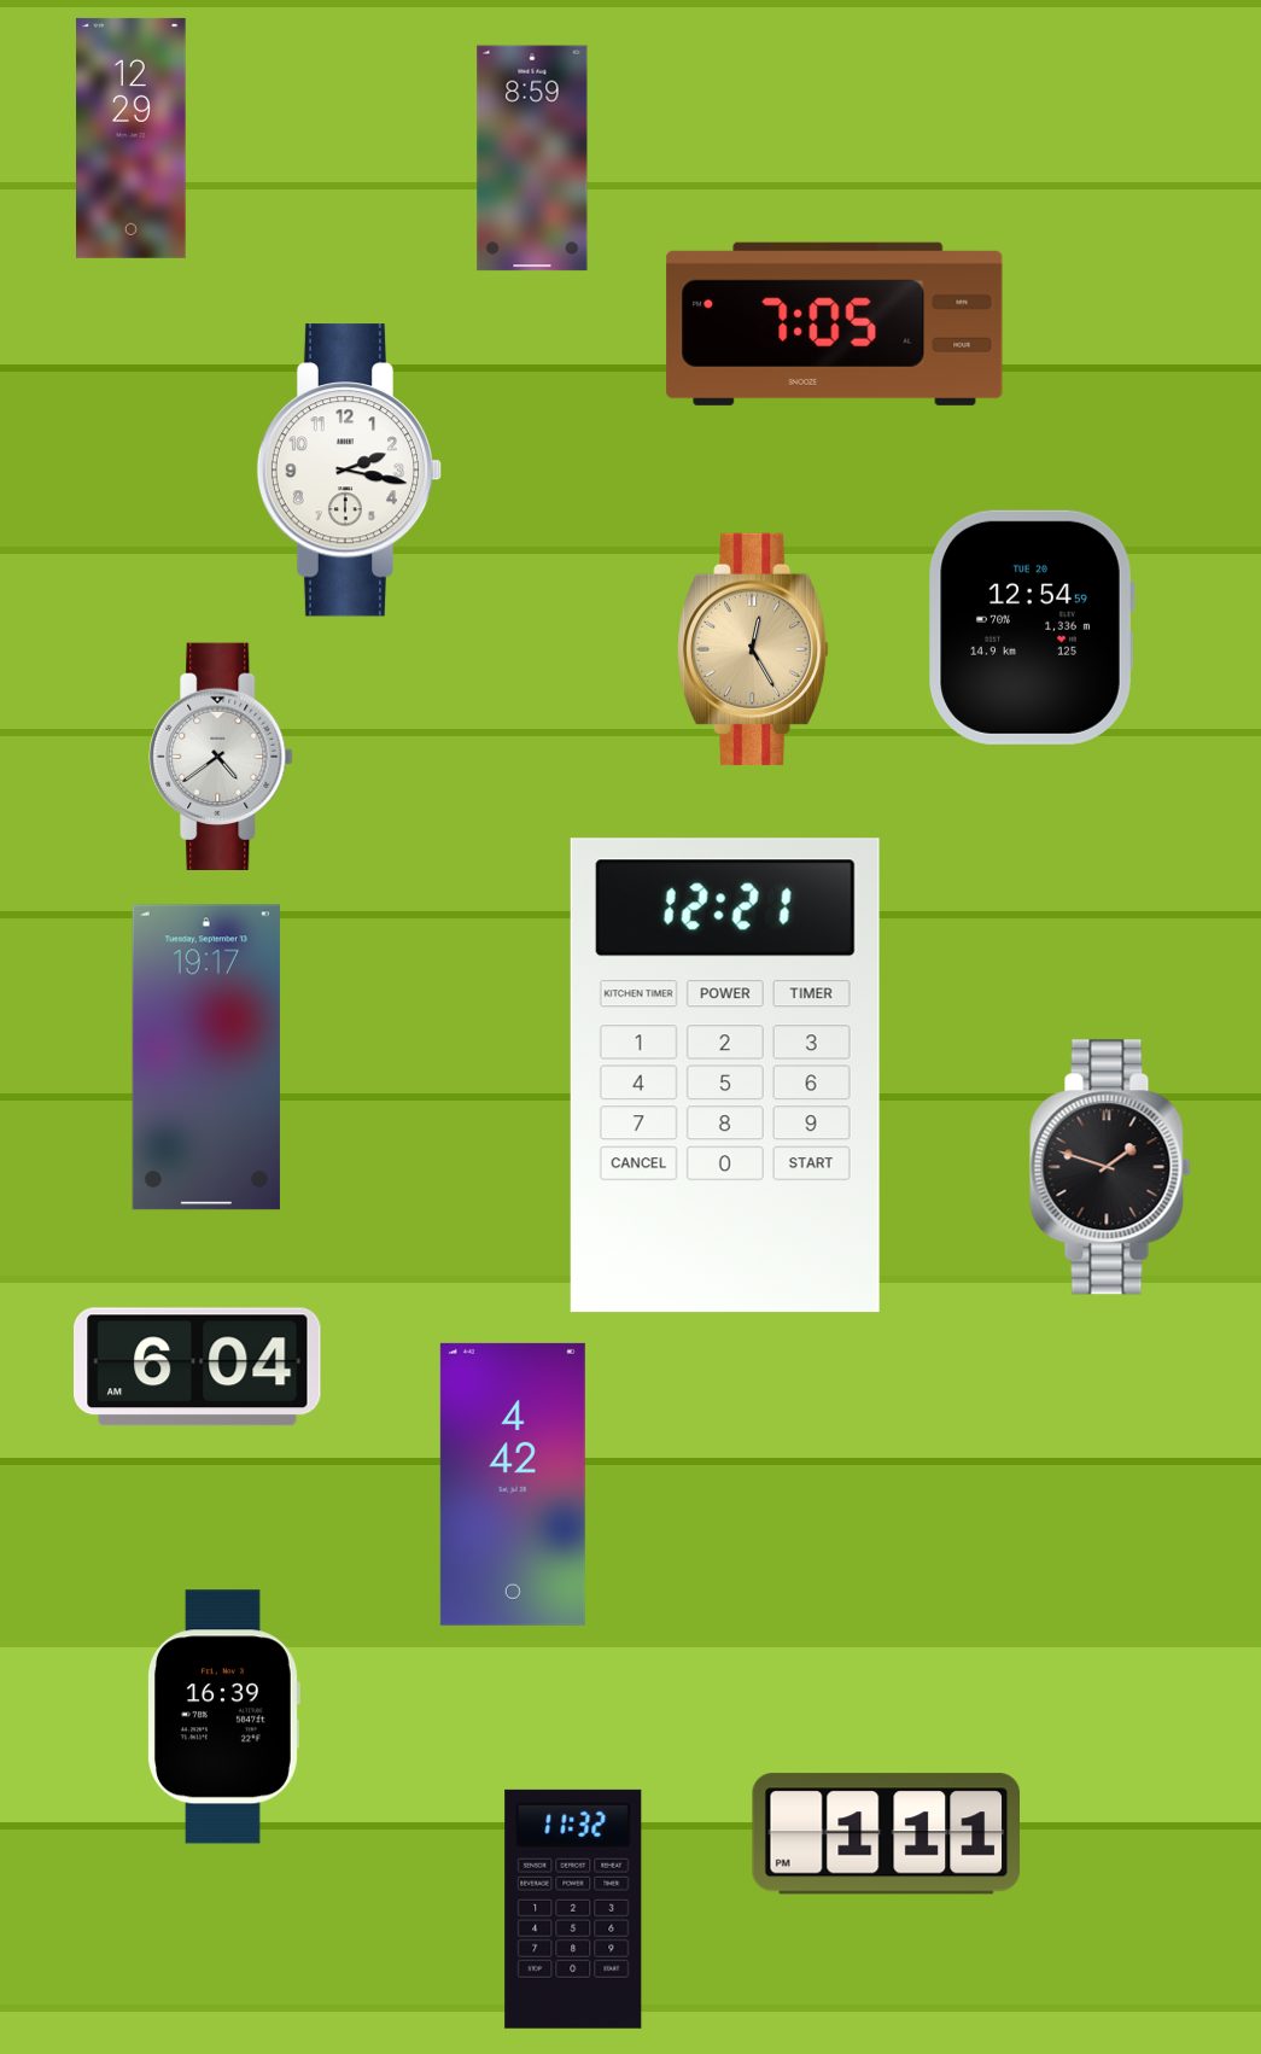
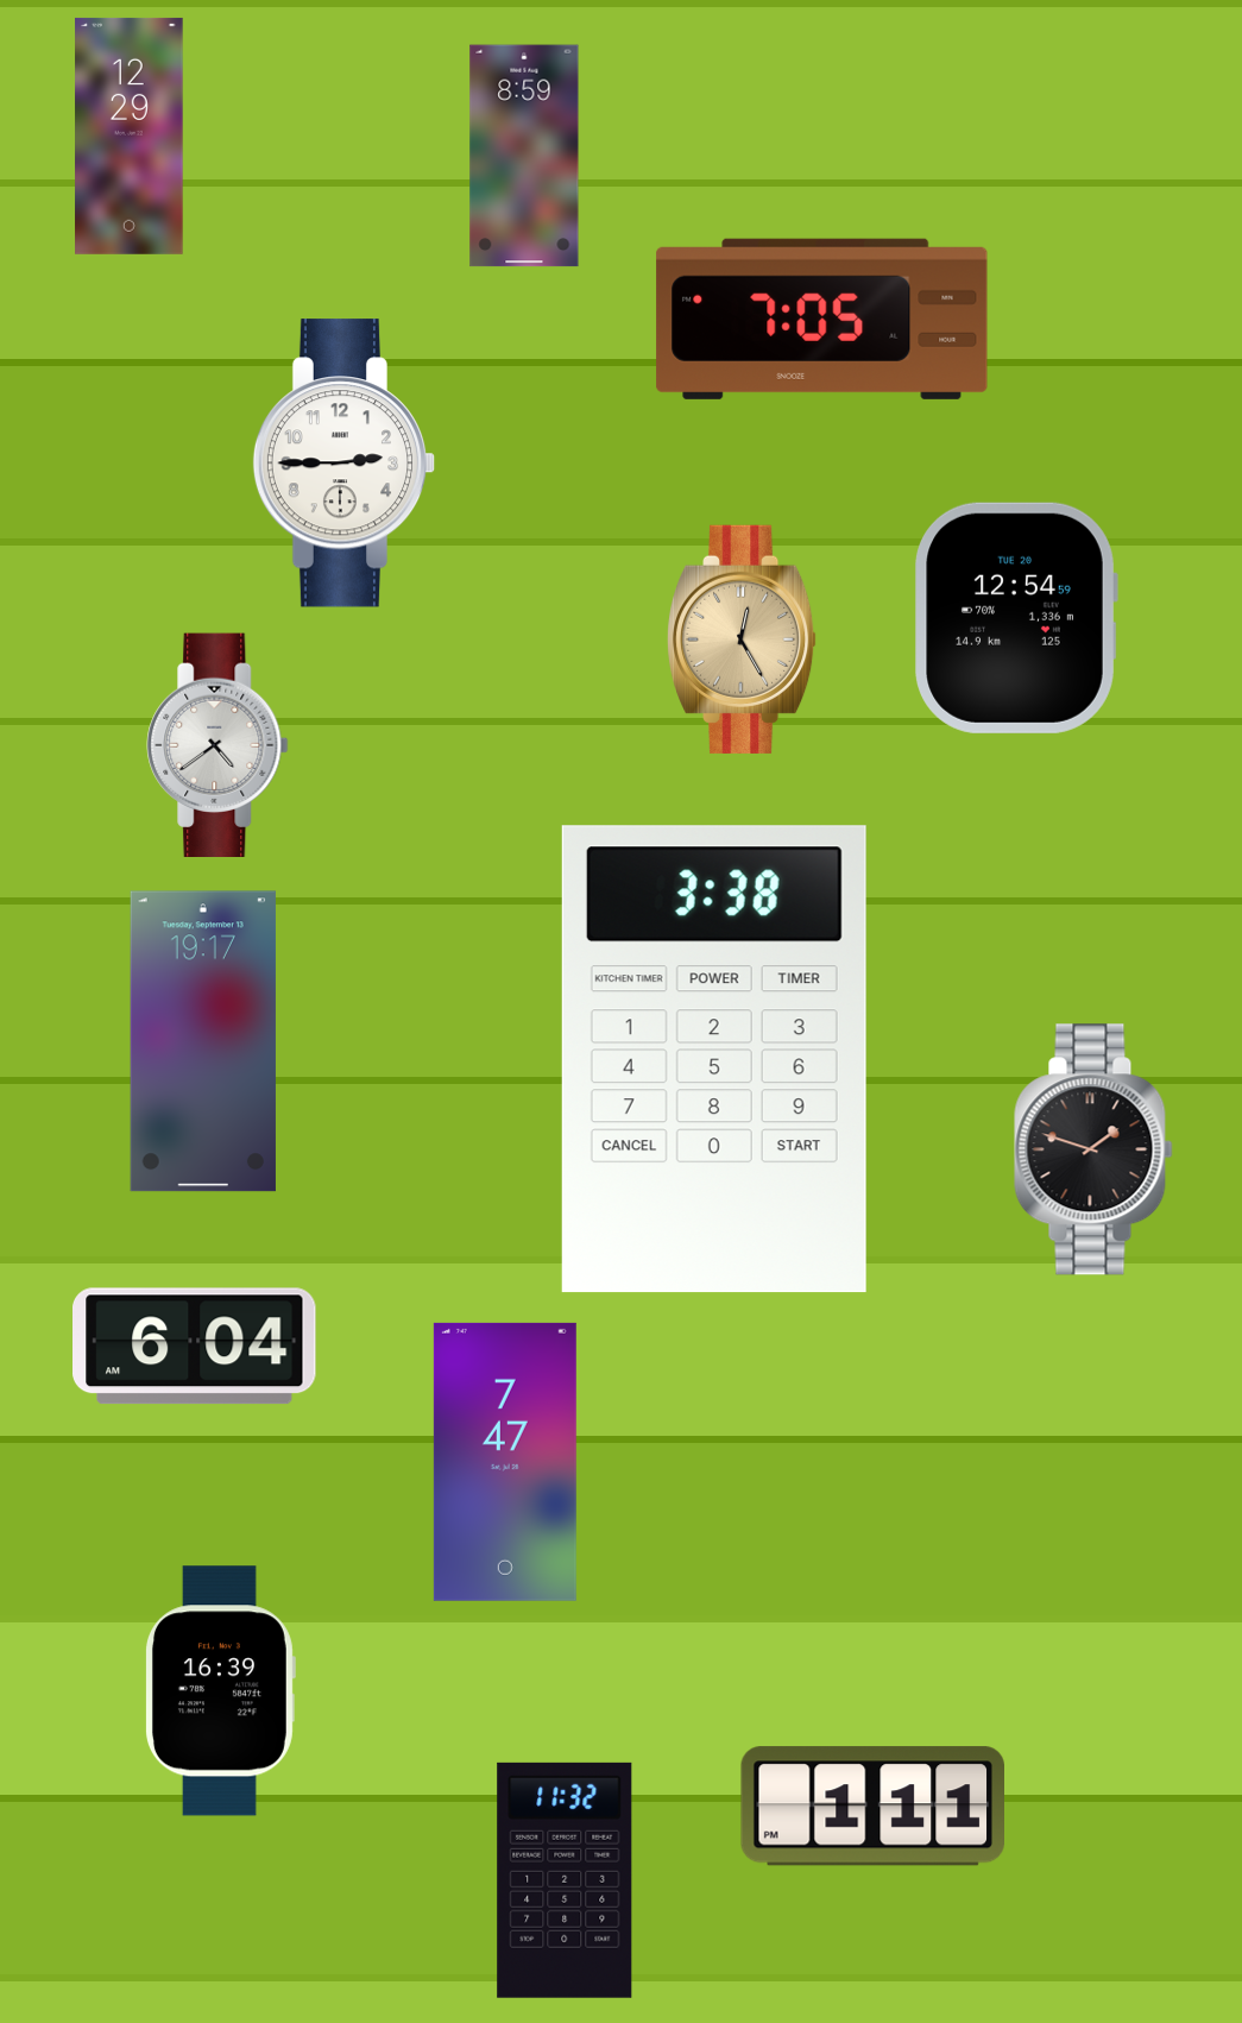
clock at (350, 471): 2:17 -> 2:45
clock at (725, 1075): 12:21 -> 3:38
clock at (513, 1484): 4:42 -> 7:47
